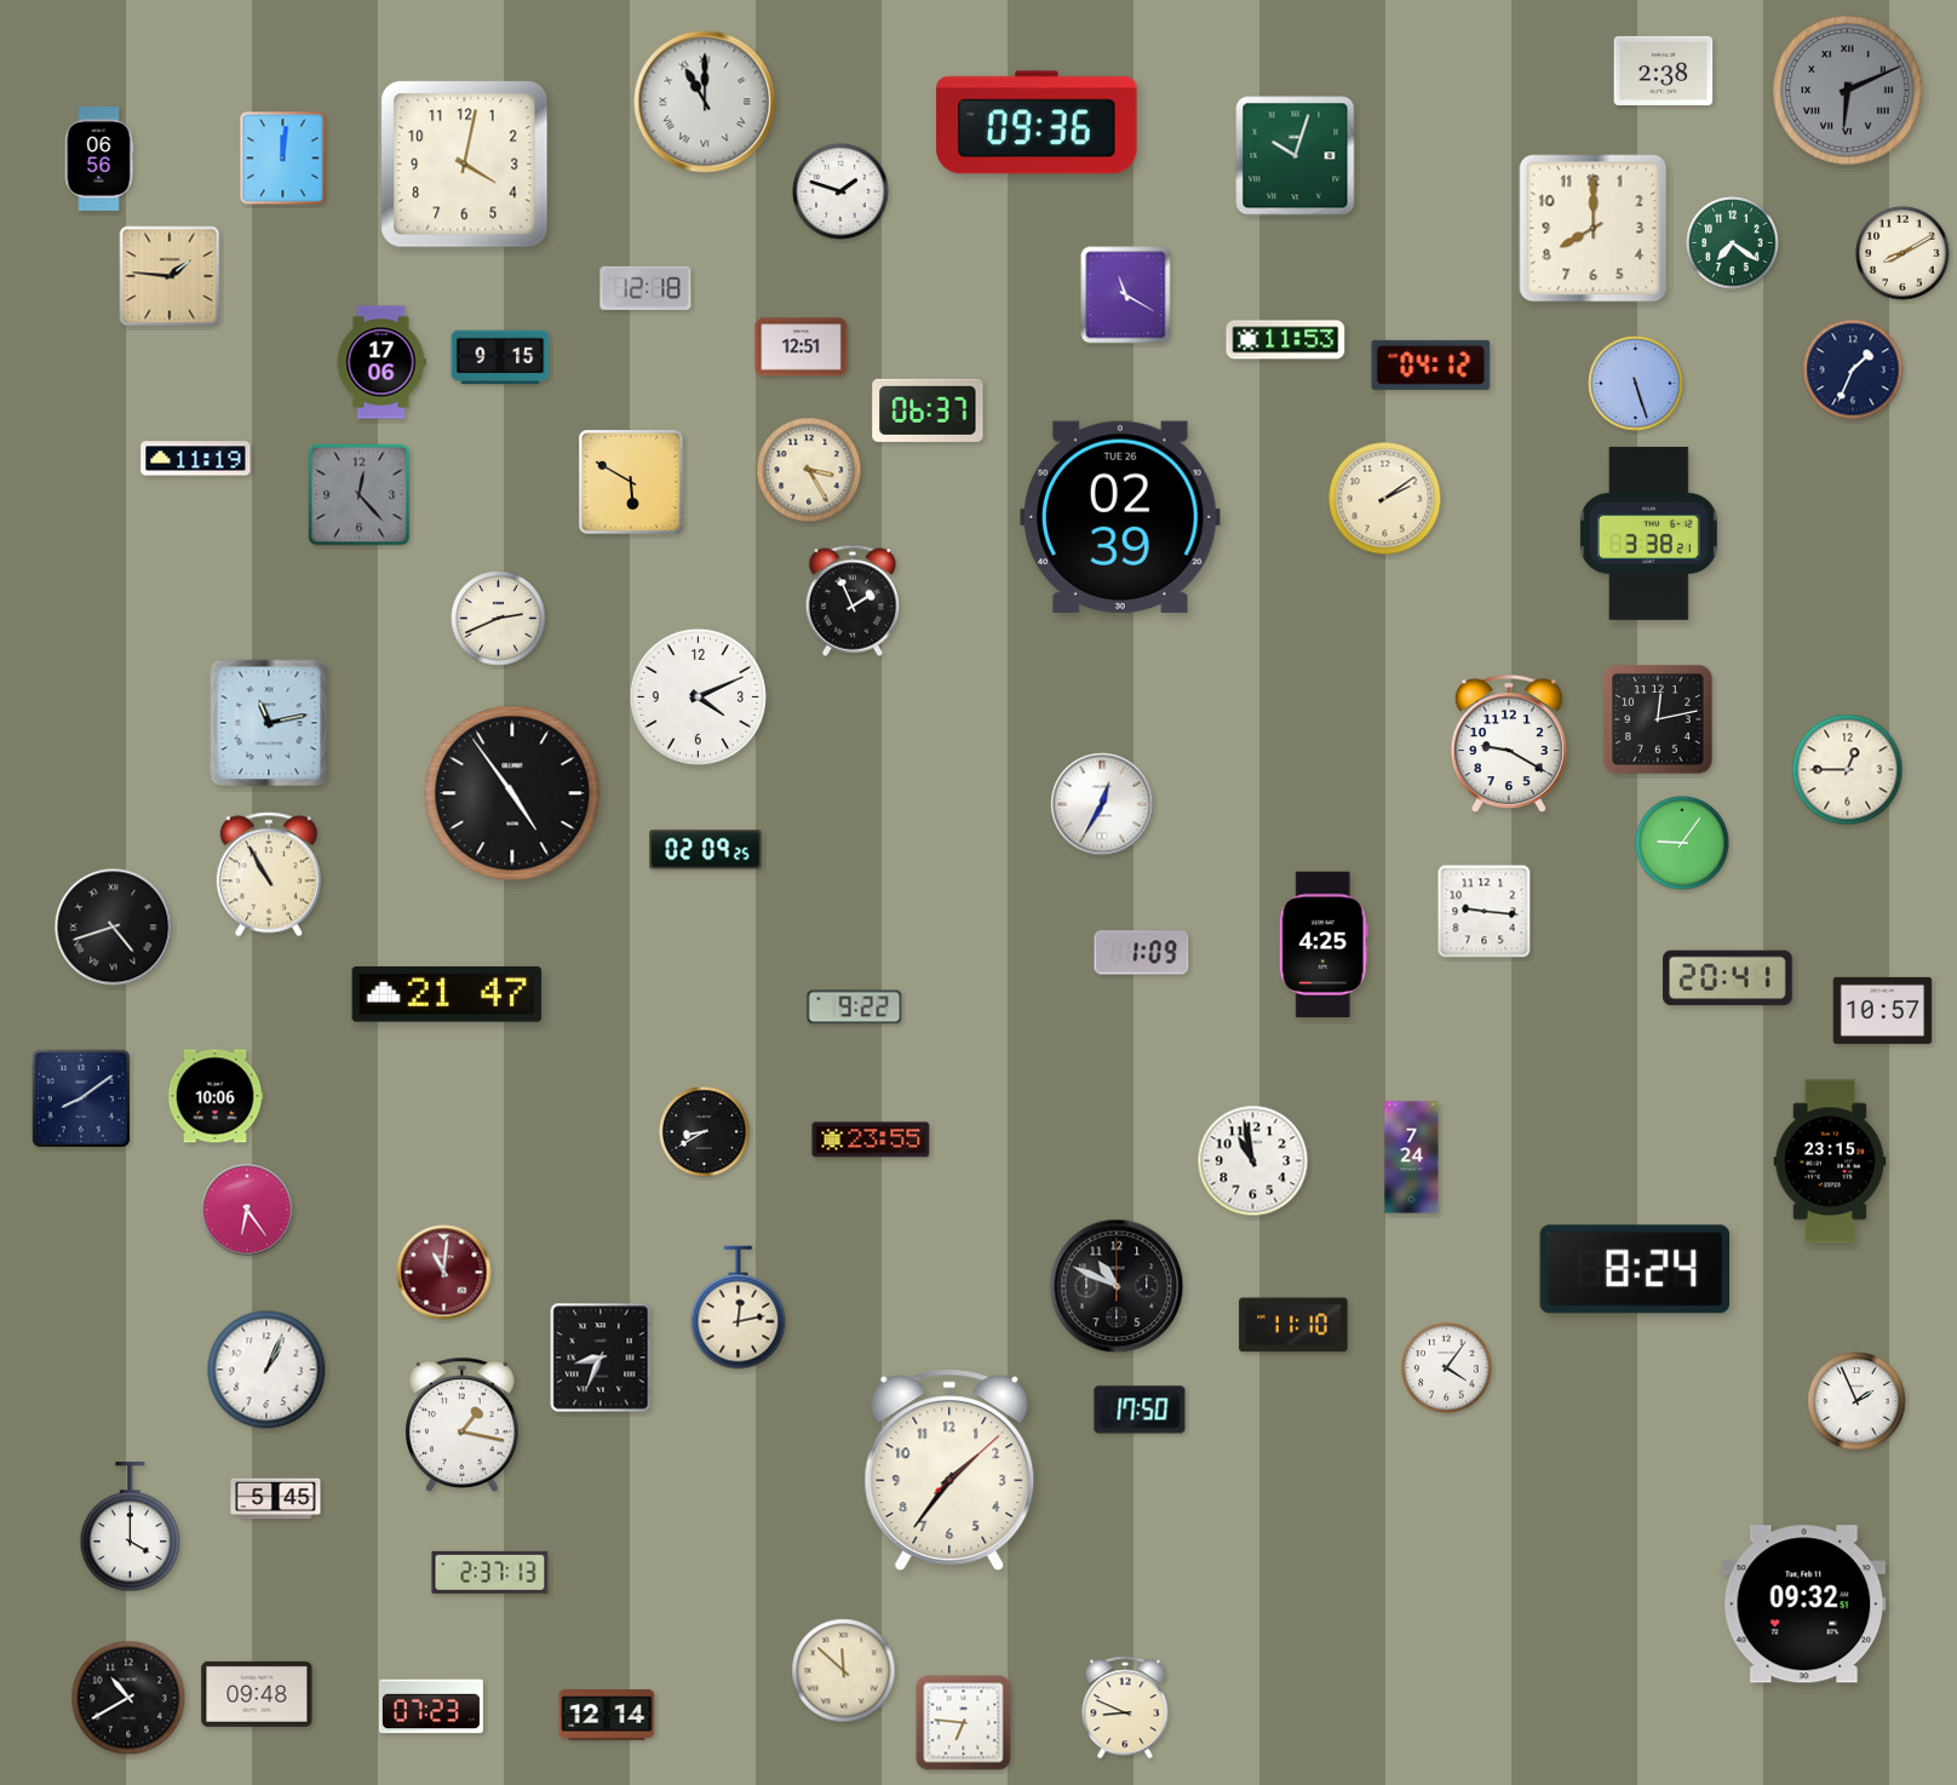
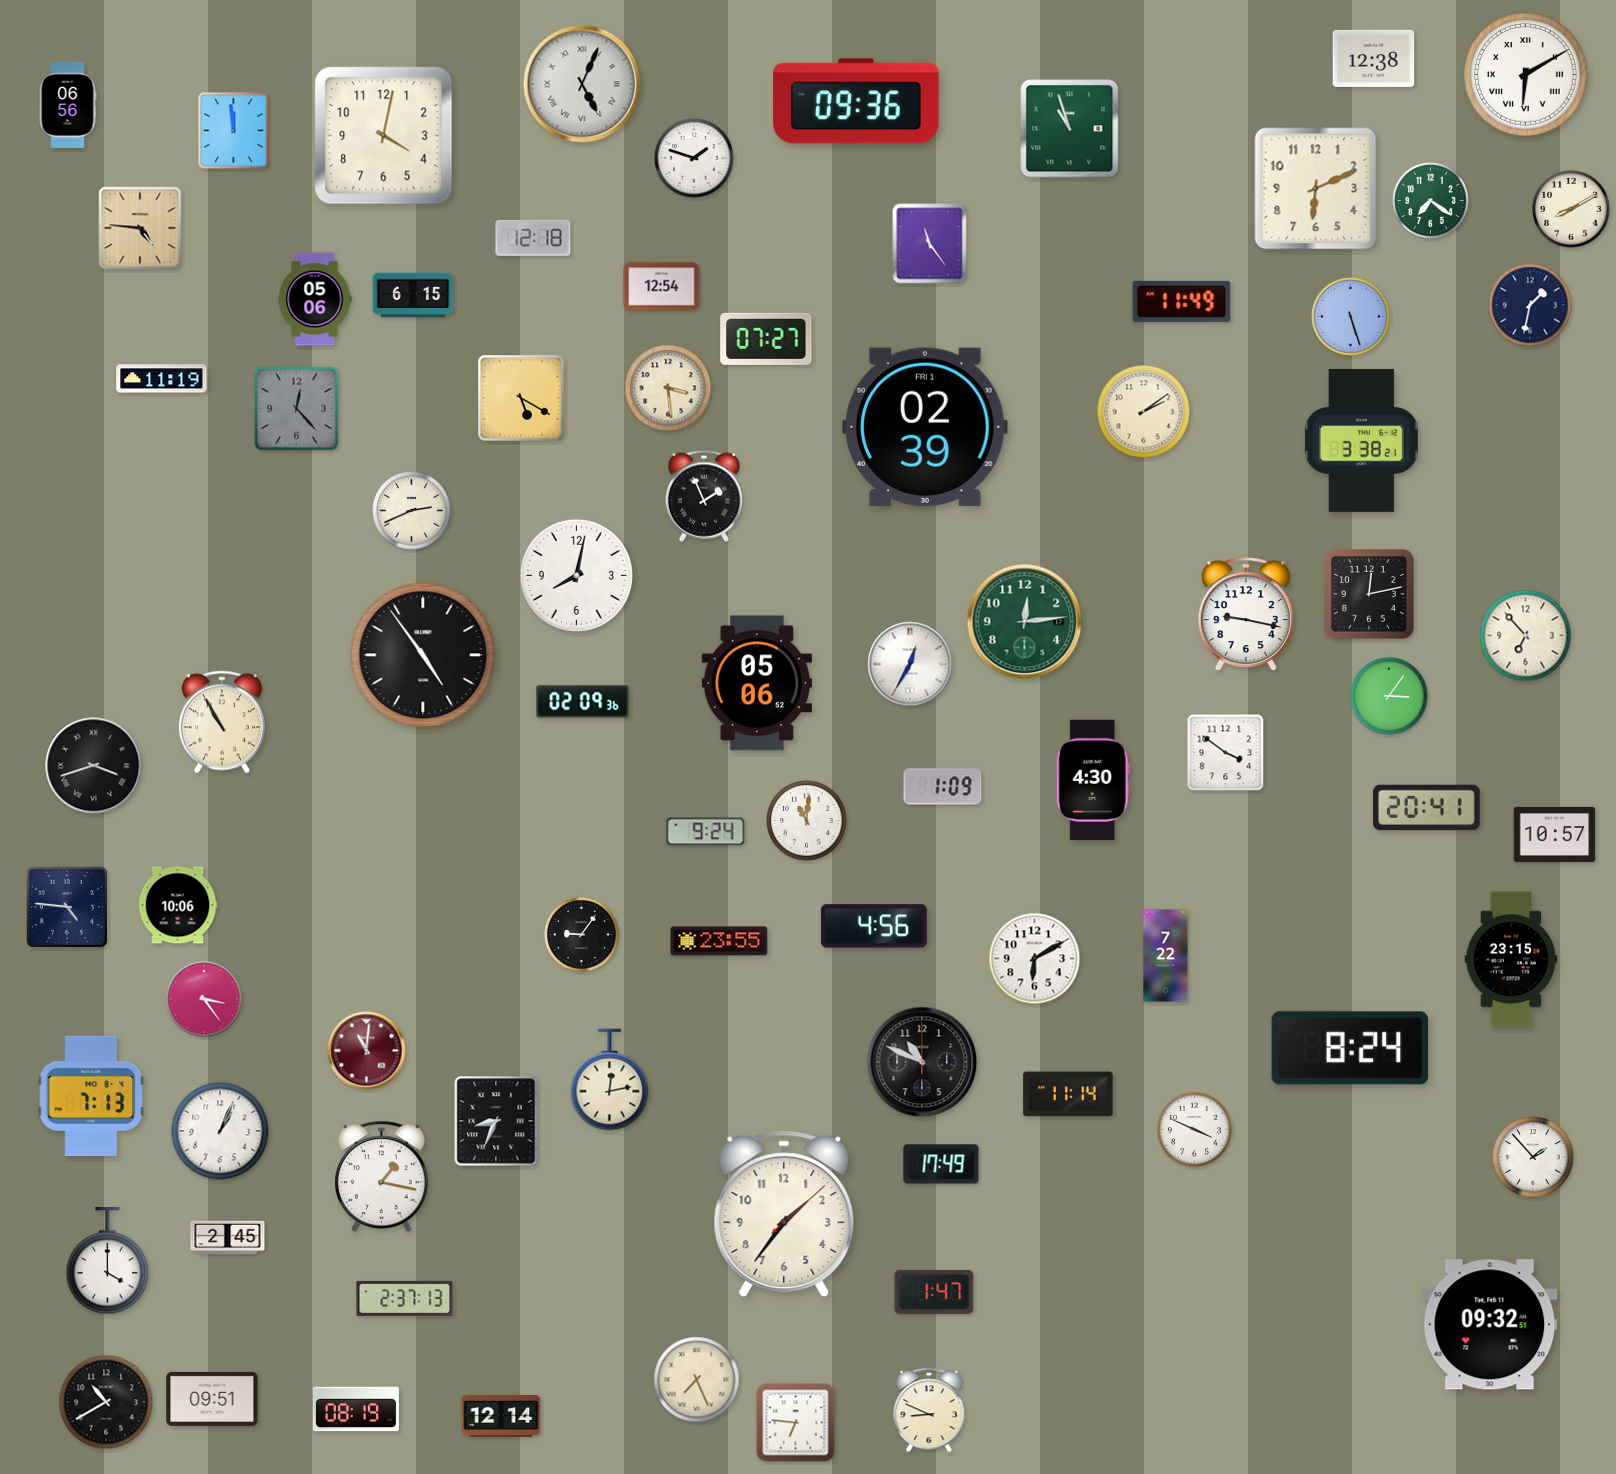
clock at (1664, 70): 2:38 -> 12:38
clock at (1848, 91): 6:11 -> 6:10
clock at (1848, 91) dial: grey -> white
clock at (705, 102): 11:00 -> 5:04
clock at (1296, 156): 10:03 -> 10:57
clock at (99, 159) position: (99, 159) -> (68, 105)
clock at (283, 159): 12:01 -> 11:59
clock at (1594, 229): 8:00 -> 6:11
clock at (170, 276): 1:46 -> 4:46
clock at (1126, 295): 11:20 -> 11:24
clock at (1286, 340): 11:53 -> none
clock at (802, 348): 12:51 -> 12:54
clock at (500, 357): 9:15 -> 6:15
clock at (381, 362): 17:06 -> 05:06
clock at (1431, 365): 04:12 -> 11:49
clock at (1853, 369): 1:34 -> 1:32
clock at (928, 411): 06:37 -> 07:27
clock at (809, 470): 3:25 -> 3:29
clock at (631, 482): 5:50 -> 5:20
clock at (1120, 517) date: TUE 26 -> FRI 1
clock at (698, 696): 4:11 -> 8:02
clock at (269, 723): 11:13 -> none
clock at (1509, 745): 9:20 -> 9:17
clock at (1025, 622): none -> 12:14
clock at (1848, 770): 12:45 -> 6:53
clock at (757, 683): none -> 05:06
clock at (1682, 843): 9:06 -> 3:06
clock at (706, 850): 02:09:25 -> 02:09:36
clock at (1485, 912): 9:16 -> 3:51
clock at (114, 928): 4:42 -> 3:42
clock at (1324, 945): 4:25 -> 4:30
clock at (447, 994): 21:47 -> none
clock at (807, 821): none -> 11:01
clock at (855, 1008): 9:22 -> 9:24
clock at (81, 1098): 8:09 -> 4:46
clock at (874, 926): none -> 4:56
clock at (705, 1132): 8:40 -> 9:06
clock at (1412, 1158): 7:24 -> 7:22
clock at (1253, 1161): 10:58 -> 6:10
clock at (247, 1210): 6:24 -> 3:24
clock at (1293, 1325): 11:10 -> 11:14
clock at (91, 1095): none -> 7:13
clock at (1447, 1368): 4:06 -> 3:49
clock at (1856, 1401): 1:56 -> 1:53
clock at (1140, 1410): 17:50 -> 17:49
clock at (276, 1499): 5:45 -> 2:45
clock at (934, 1292): none -> 1:47
clock at (844, 1671): 11:52 -> 7:26
clock at (257, 1694): 09:48 -> 09:51
clock at (431, 1706): 07:23 -> 08:19
